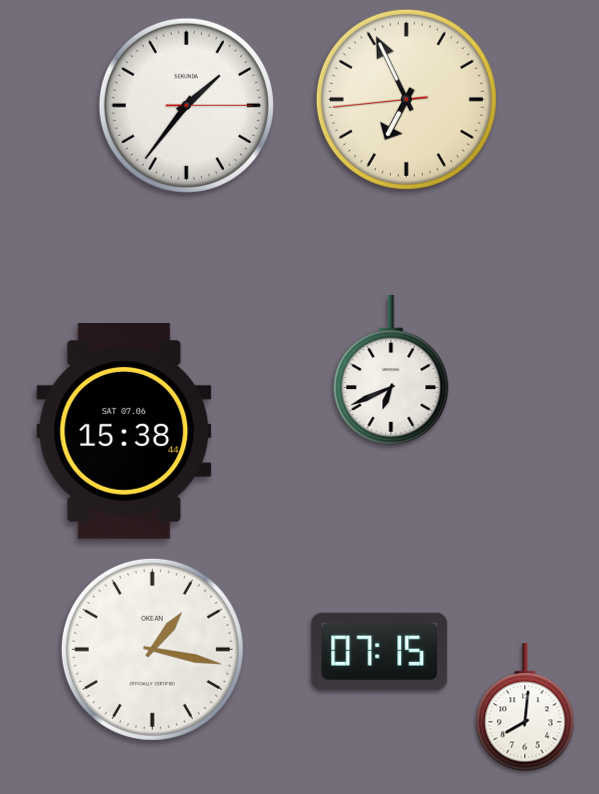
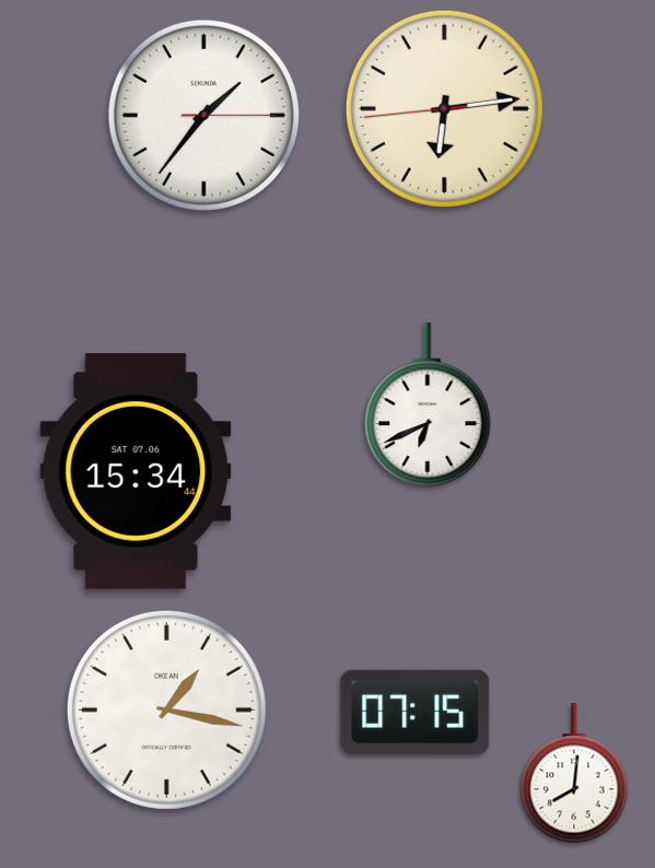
clock at (406, 99): 6:55 -> 6:13
clock at (124, 432): 15:38 -> 15:34
